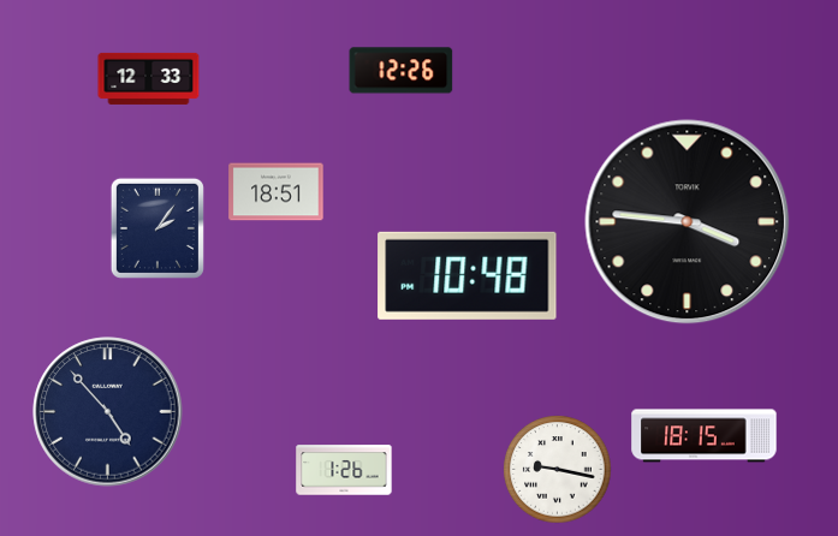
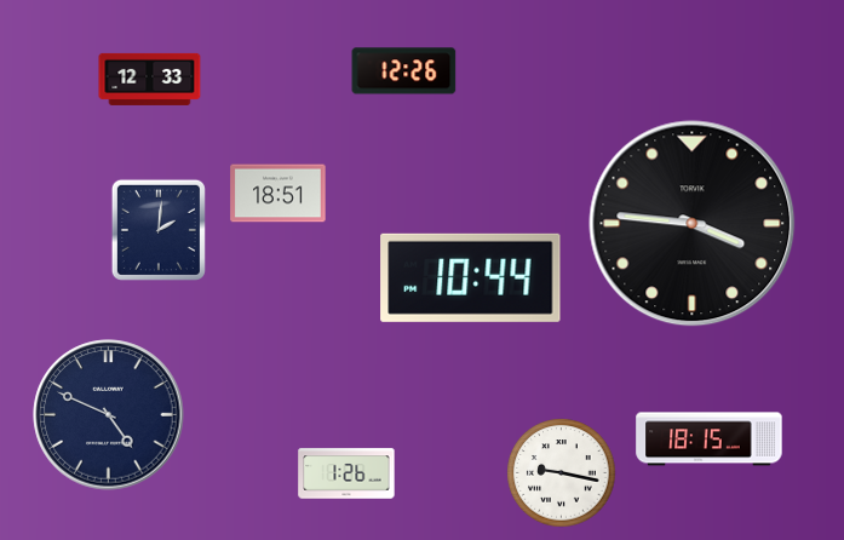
clock at (158, 228): 2:06 -> 2:01
clock at (468, 275): 10:48 -> 10:44
clock at (108, 412): 4:53 -> 4:49
